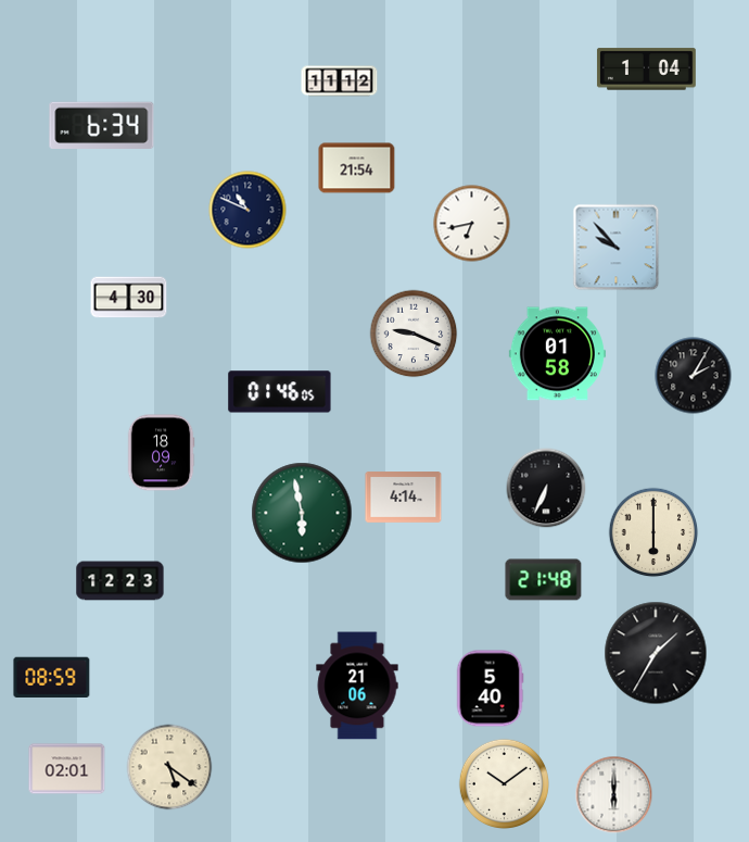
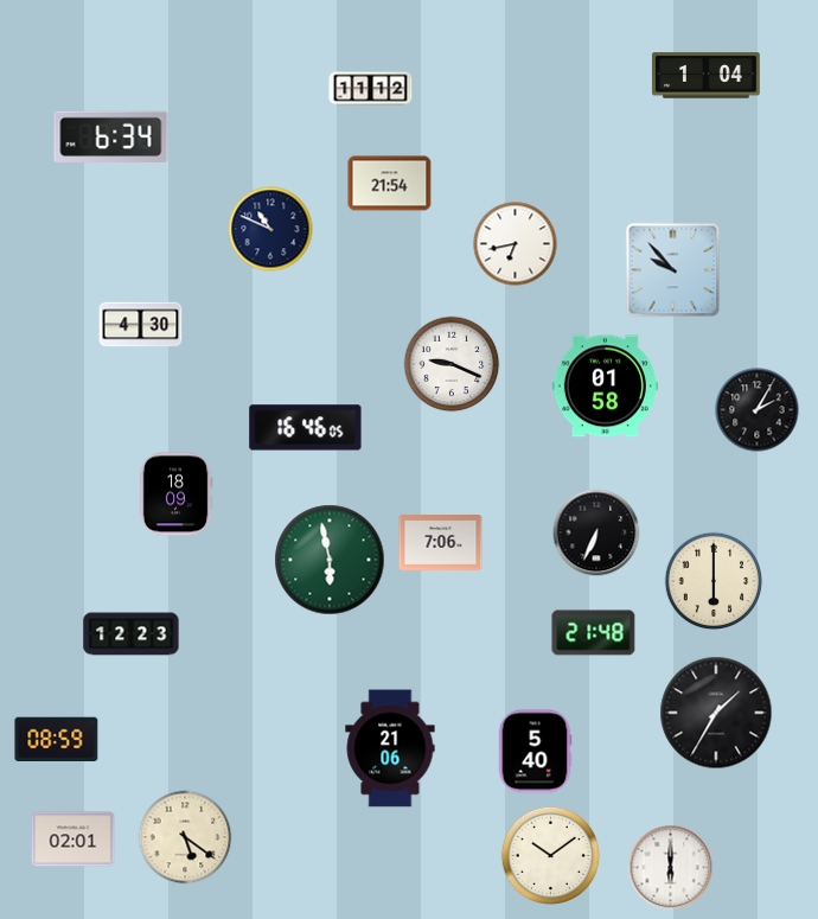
clock at (557, 354) position: (557, 354) -> (605, 387)
clock at (280, 392): 01:46 -> 16:46
clock at (404, 498): 4:14 -> 7:06
